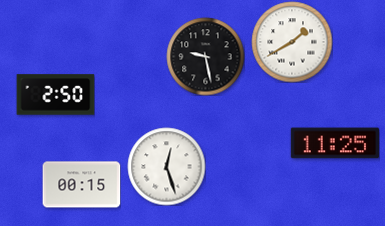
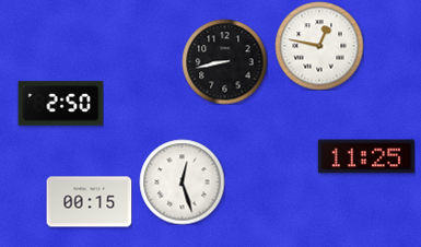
clock at (292, 42): 1:40 -> 12:47
clock at (205, 56): 9:28 -> 8:43
